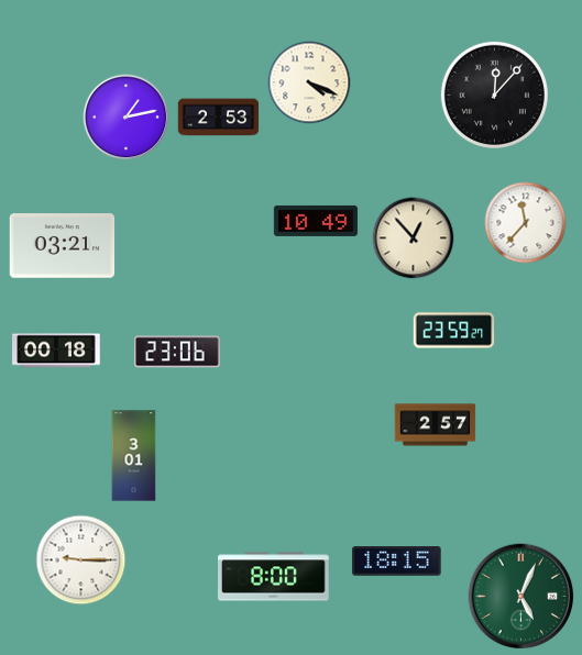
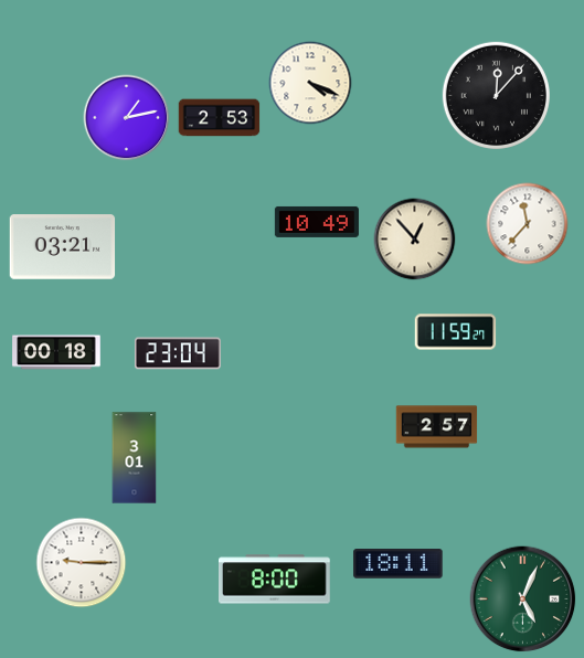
clock at (454, 331): 23:59 -> 11:59
clock at (177, 352): 23:06 -> 23:04
clock at (397, 562): 18:15 -> 18:11
